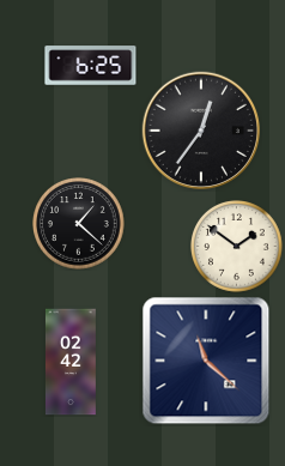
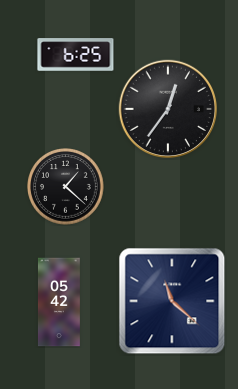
clock at (237, 247): 1:51 -> none
clock at (71, 362): 02:42 -> 05:42
